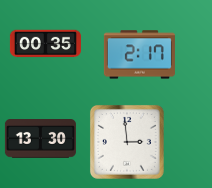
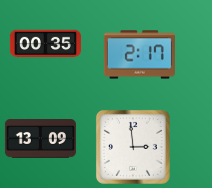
clock at (40, 139): 13:30 -> 13:09
clock at (127, 142) position: (127, 142) -> (133, 147)
